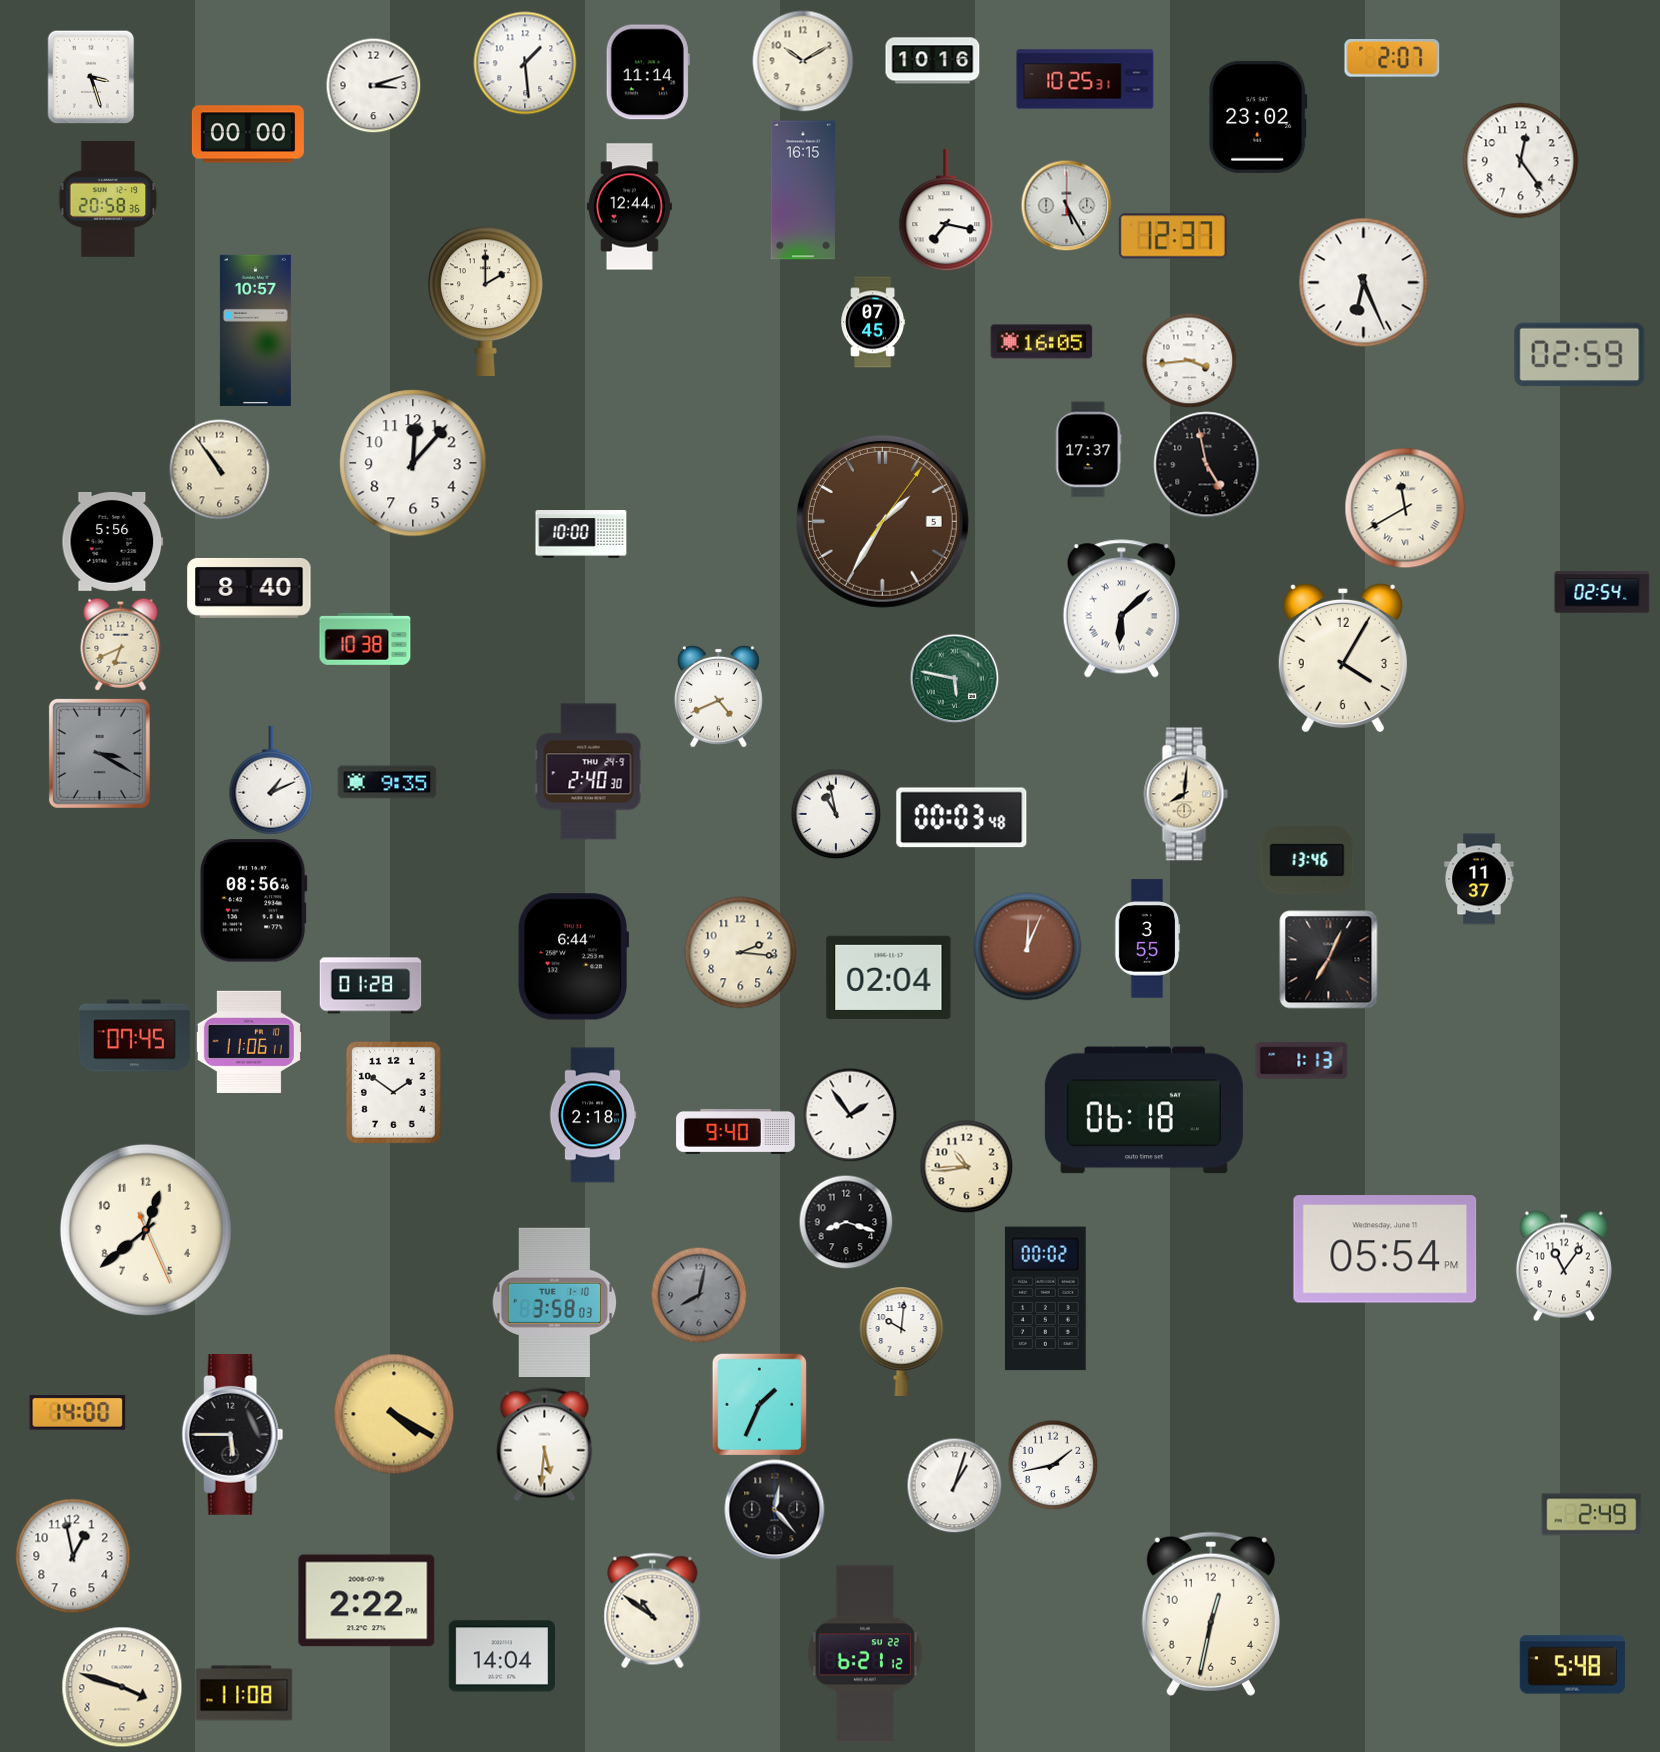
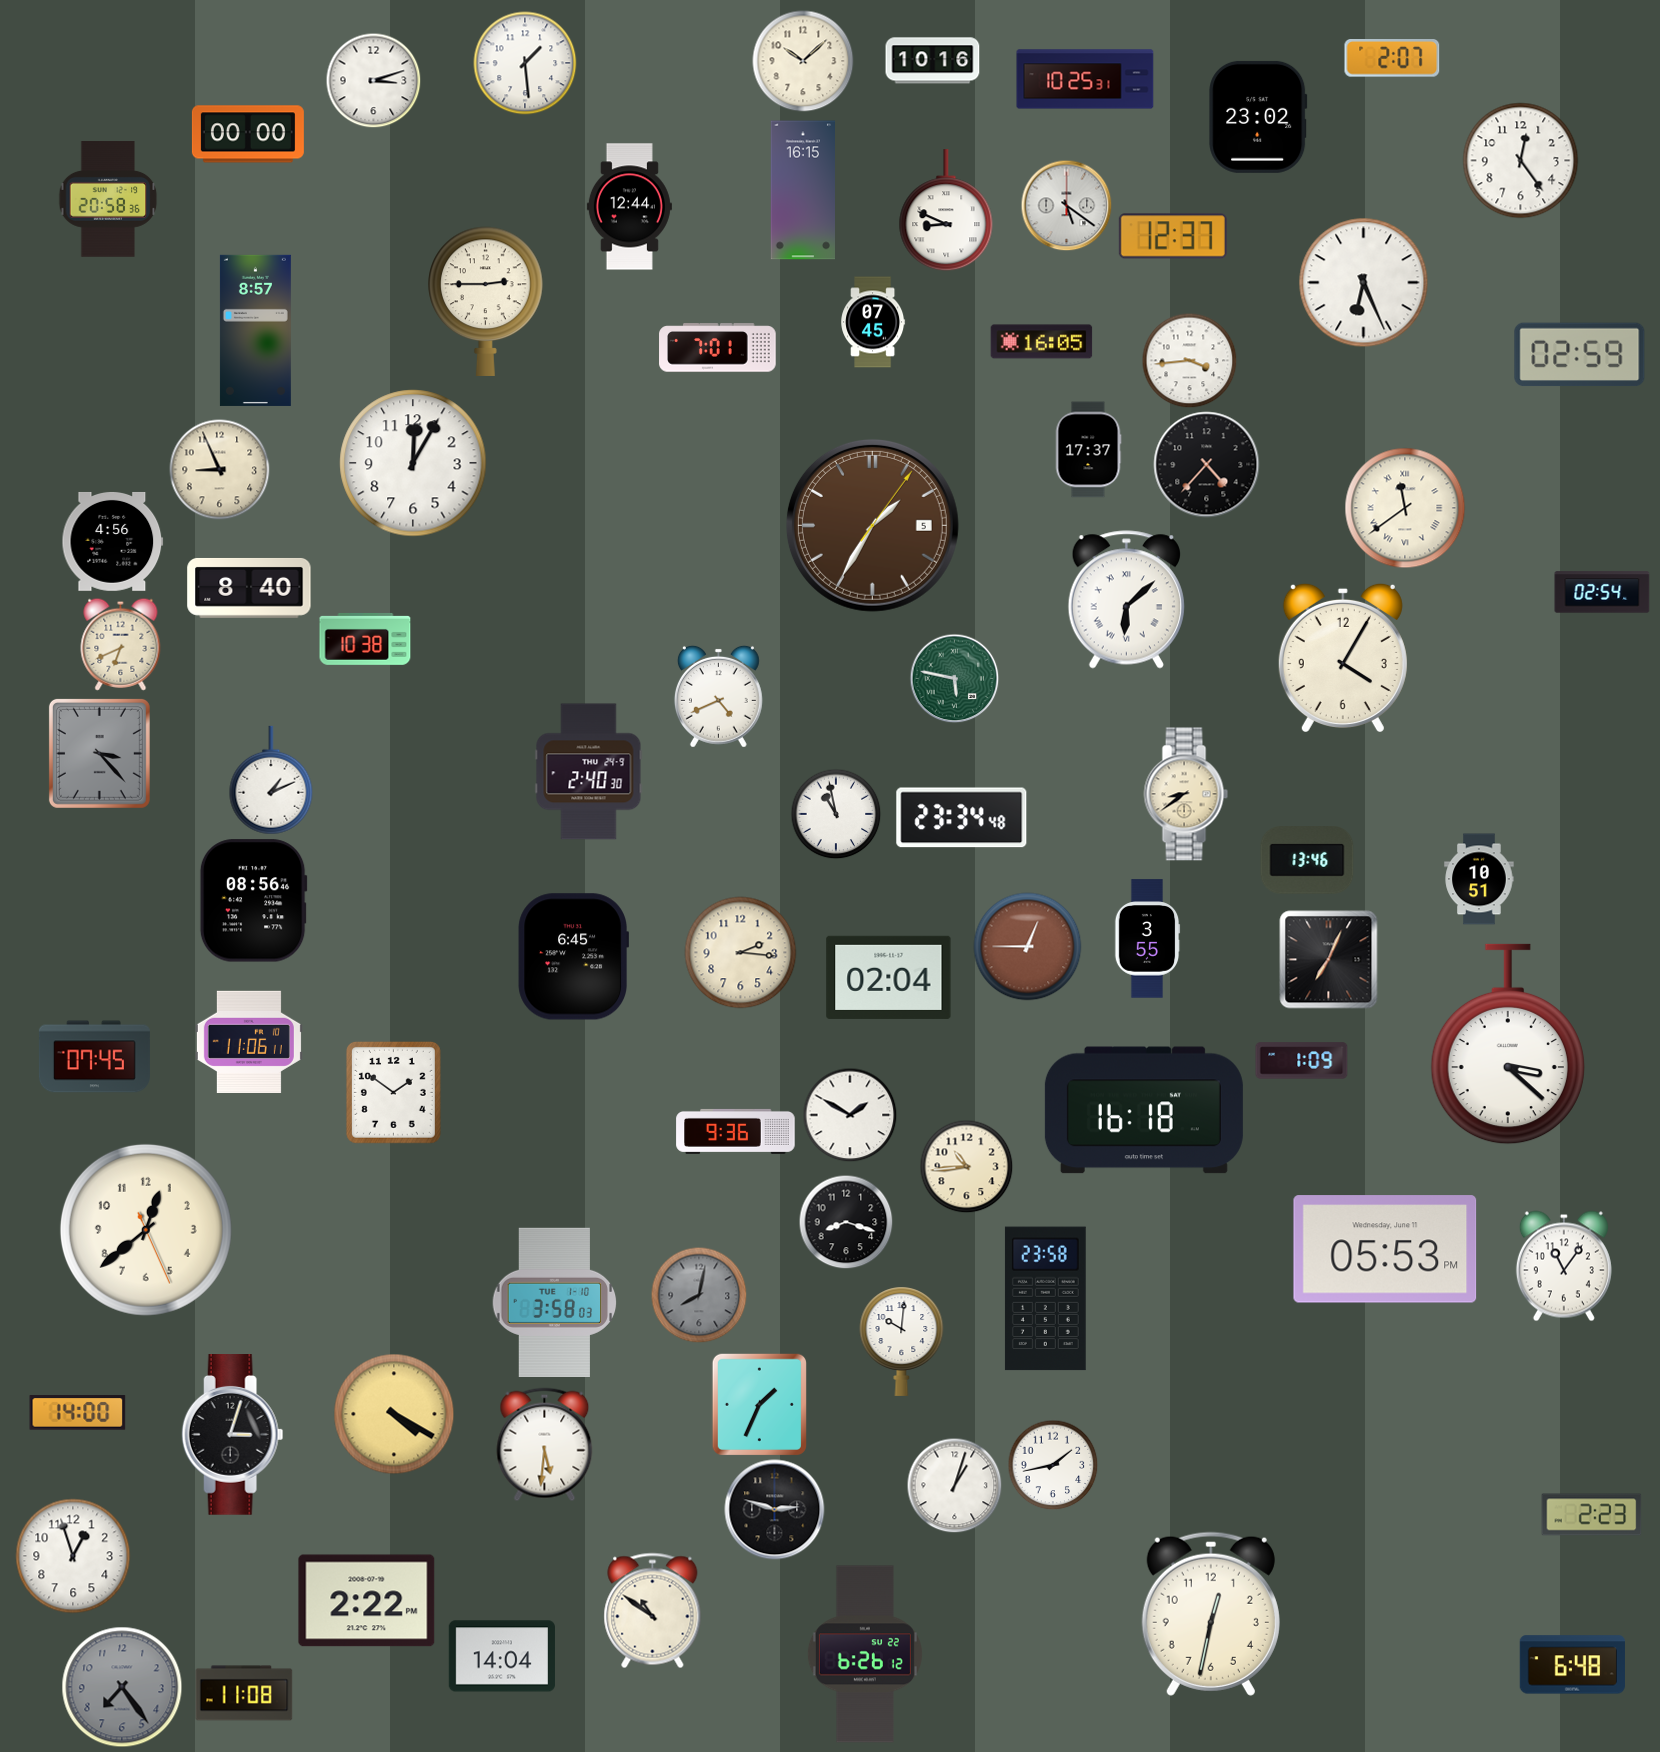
clock at (803, 61): 10:10 -> 10:08
clock at (648, 72): 11:14 -> none
clock at (91, 77): 3:27 -> none
clock at (373, 85) position: (373, 85) -> (373, 80)
clock at (1066, 205): 5:25 -> 5:21
clock at (946, 211): 7:17 -> 8:49
clock at (486, 301): 2:00 -> 2:45
clock at (255, 330): 10:57 -> 8:57
clock at (718, 348): none -> 7:01
clock at (413, 463): 12:07 -> 12:05
clock at (1207, 465): 4:58 -> 4:37
clock at (220, 470): 10:54 -> 8:56
clock at (1405, 508): 11:40 -> 11:39
clock at (882, 521) position: (882, 521) -> (872, 525)
clock at (581, 534): 10:00 -> none
clock at (113, 541): 5:56 -> 4:56
clock at (1121, 609) position: (1121, 609) -> (1126, 600)
clock at (99, 753): 3:20 -> 3:23
clock at (387, 782): 9:35 -> none
clock at (1186, 794): 8:01 -> 8:39
clock at (962, 818): 00:03 -> 23:34
clock at (1479, 879): 11:37 -> 10:51
clock at (1028, 947): 12:04 -> 12:45
clock at (573, 957): 6:44 -> 6:45
clock at (371, 986): 01:28 -> none
clock at (134, 1036) position: (134, 1036) -> (94, 1057)
clock at (1508, 1044): none -> 3:22
clock at (1302, 1061): 1:13 -> 1:09
clock at (1144, 1110): 06:18 -> 16:18
clock at (593, 1115): 2:18 -> none
clock at (850, 1115): 1:54 -> 1:50
clock at (736, 1131): 9:40 -> 9:36
clock at (1385, 1249): 05:54 -> 05:53
clock at (1045, 1299): 00:02 -> 23:58
clock at (233, 1435): 5:45 -> 3:03
clock at (775, 1510): 12:23 -> 2:48
clock at (1592, 1515): 2:49 -> 2:23
clock at (73, 1556): 12:58 -> 12:57
clock at (865, 1654): 6:21 -> 6:26
clock at (1572, 1665): 5:48 -> 6:48
clock at (122, 1687): 3:48 -> 7:24
clock at (122, 1687) dial: cream -> grey
